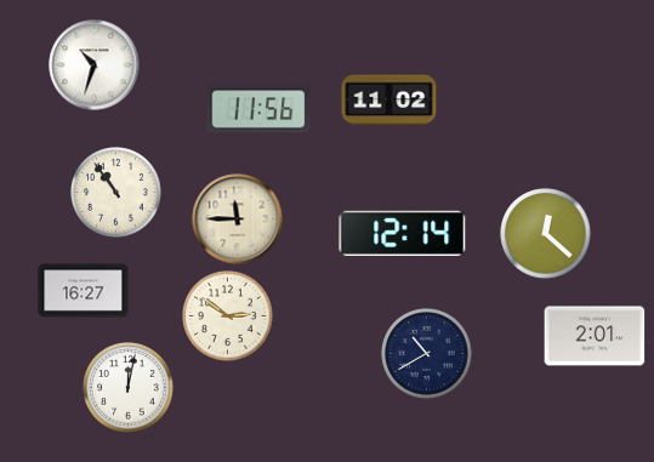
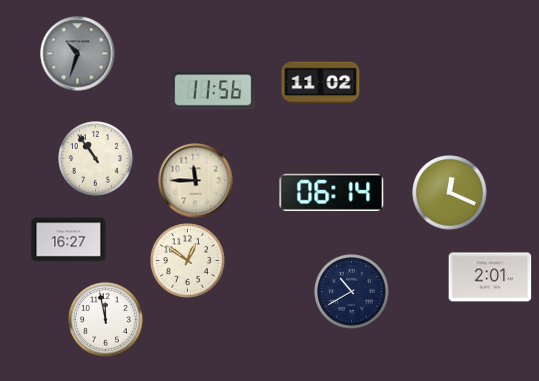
clock at (95, 65) dial: white -> grey
clock at (403, 233): 12:14 -> 06:14
clock at (546, 234): 12:22 -> 12:19
clock at (228, 316): 2:51 -> 12:51
clock at (129, 388): 12:02 -> 11:58
